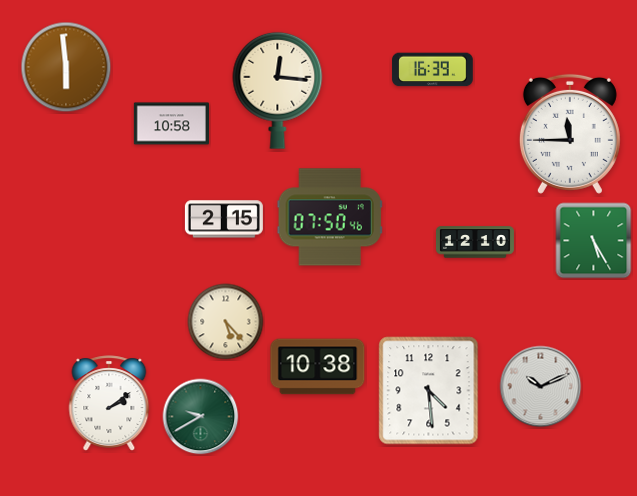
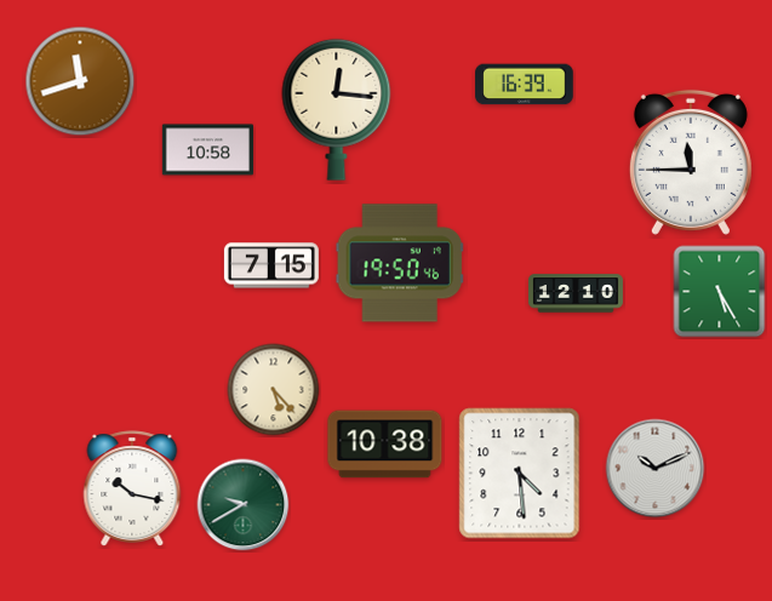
clock at (66, 67): 5:59 -> 11:42
clock at (330, 217): 07:50 -> 19:50
clock at (224, 219): 2:15 -> 7:15
clock at (109, 403): 2:09 -> 10:17
